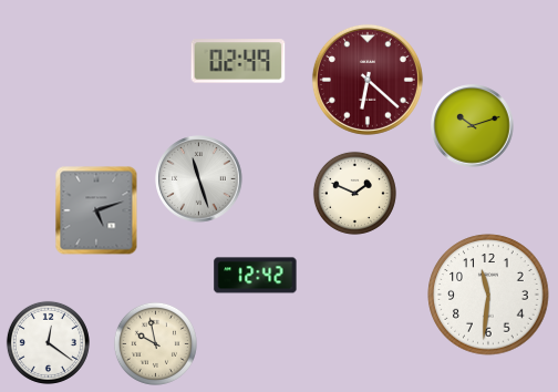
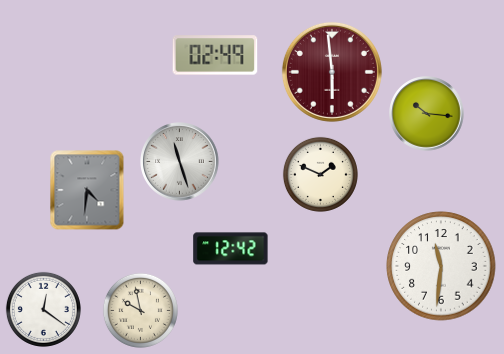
clock at (368, 80): 6:22 -> 5:59
clock at (473, 126): 10:12 -> 10:16
clock at (96, 210): 5:12 -> 4:31
